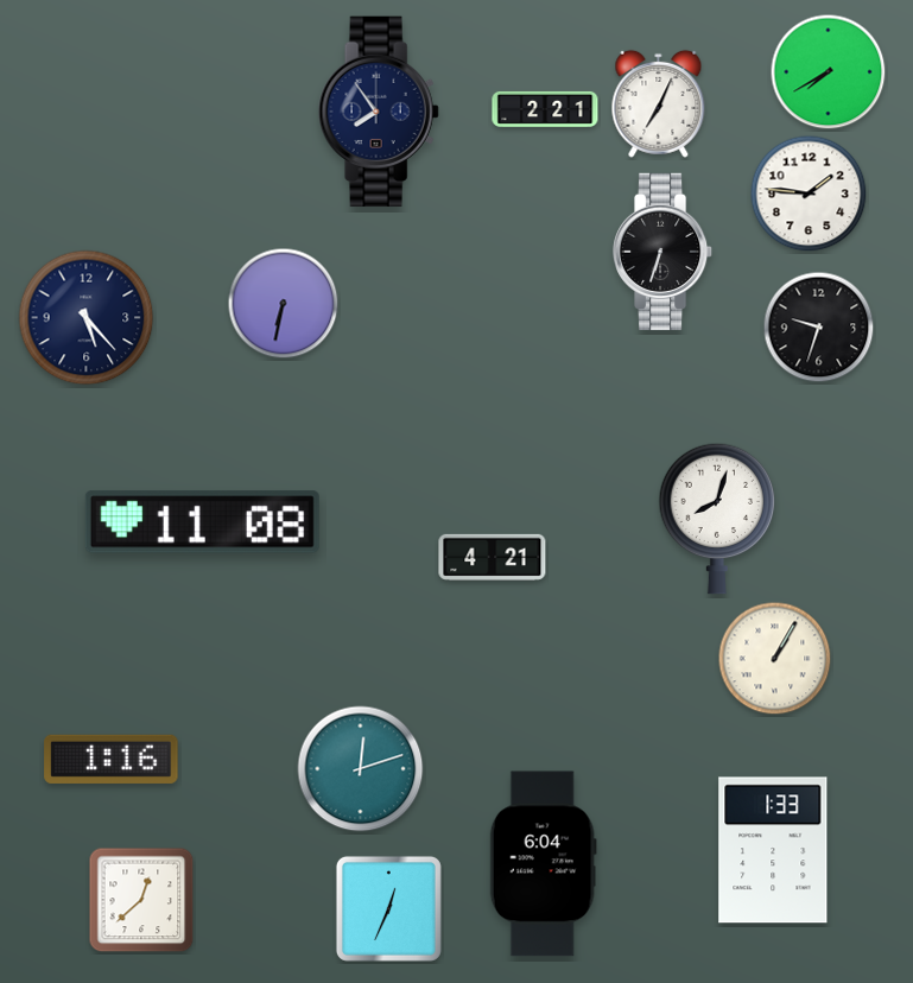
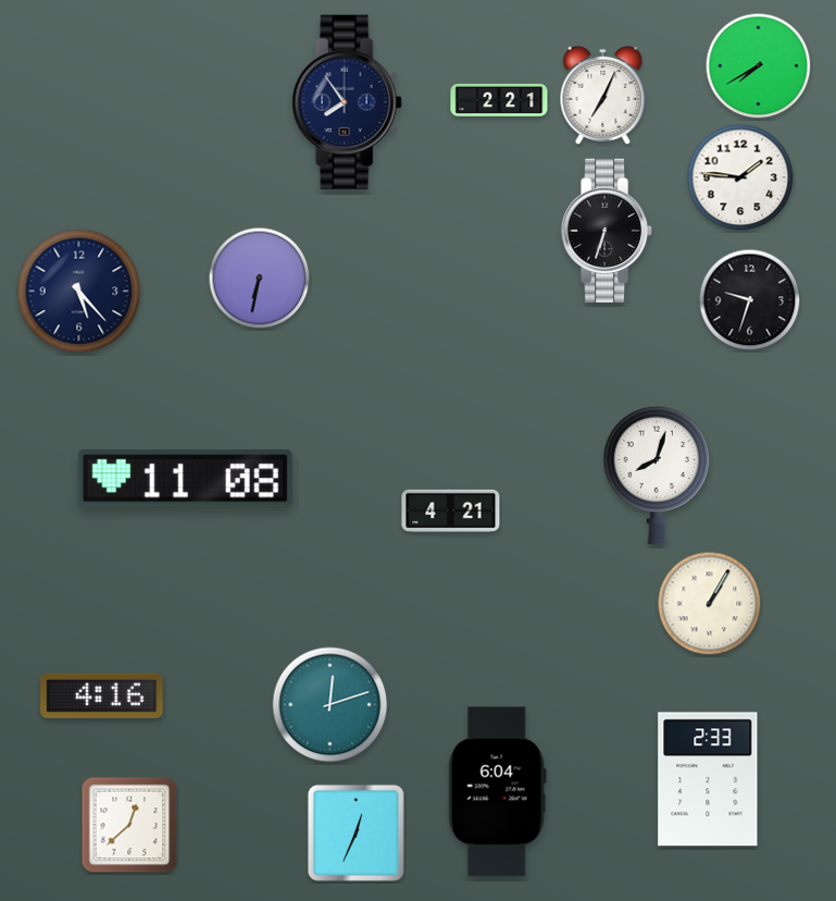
clock at (112, 759): 1:16 -> 4:16
clock at (773, 850): 1:33 -> 2:33
